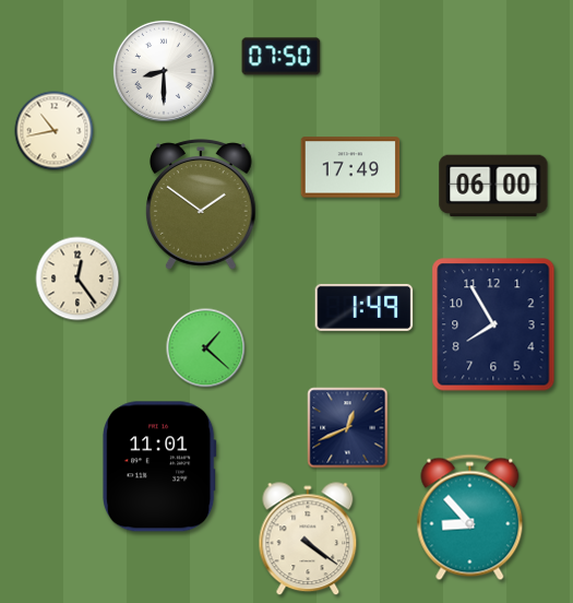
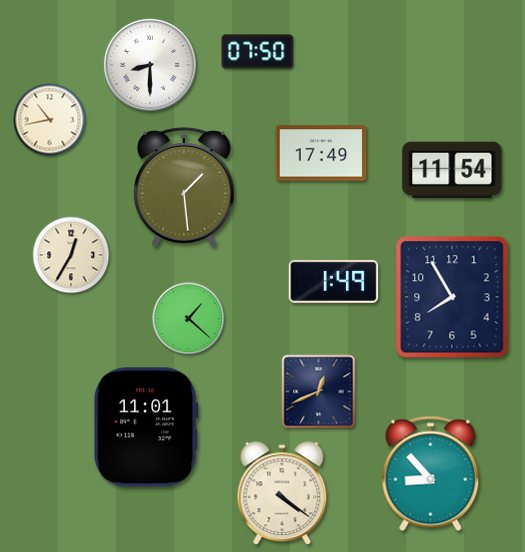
clock at (493, 186): 06:00 -> 11:54
clock at (202, 204): 1:51 -> 1:29
clock at (77, 279): 12:24 -> 12:35
